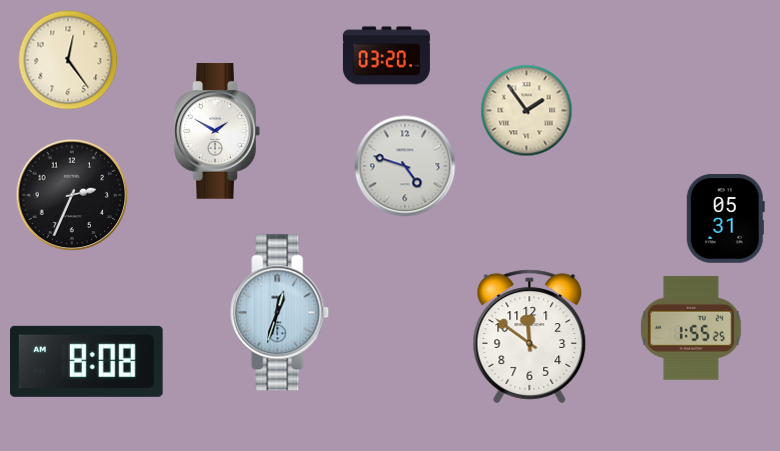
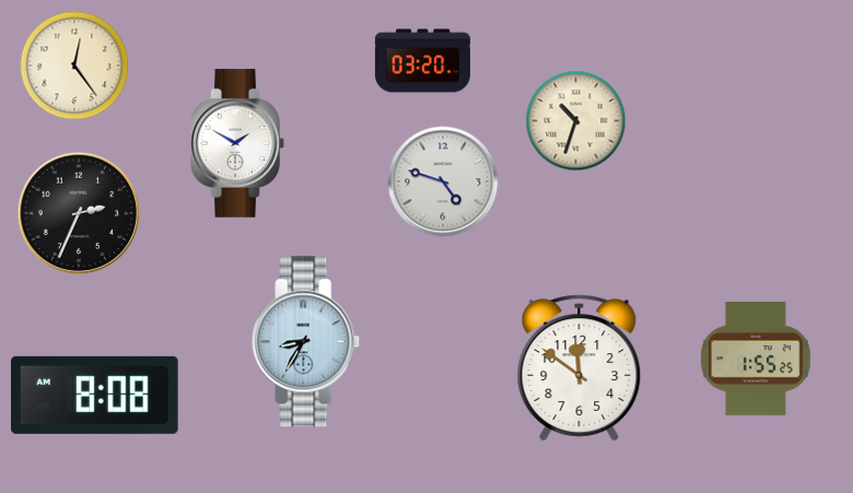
clock at (527, 111): 1:54 -> 10:33
clock at (725, 219): 05:31 -> none
clock at (280, 313): 12:33 -> 8:35
